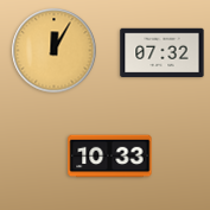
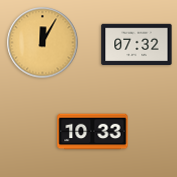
clock at (55, 51) position: (55, 51) -> (43, 43)
